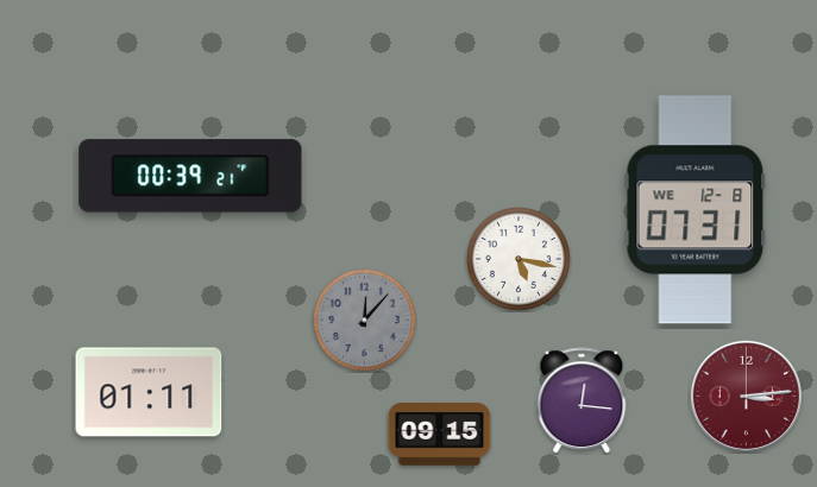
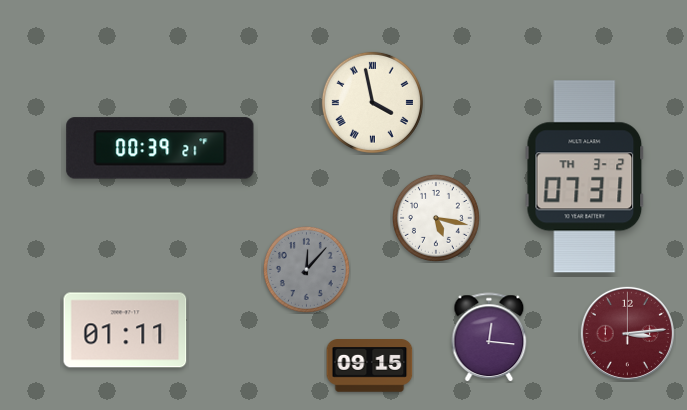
clock at (372, 102): none -> 3:58
clock at (696, 210) date: WE 12-8 -> TH 3-2
